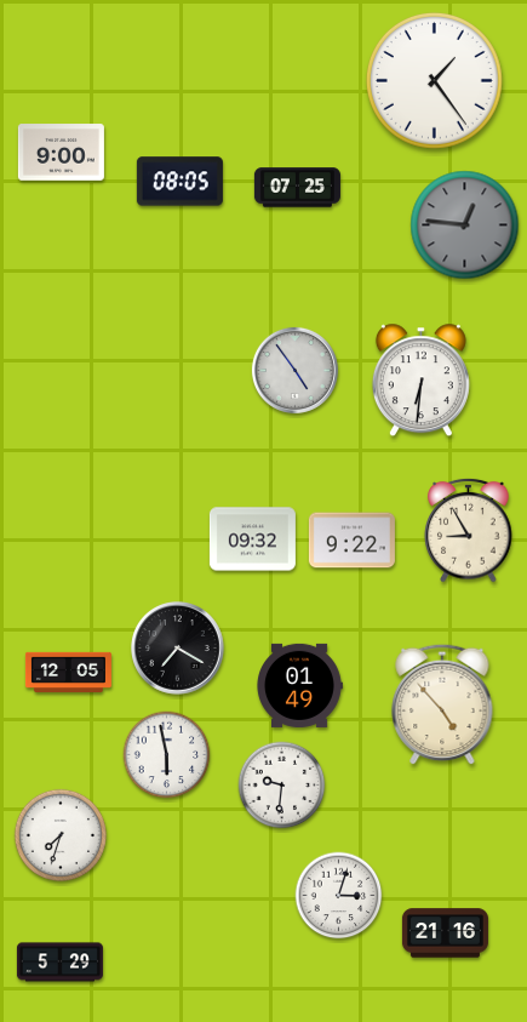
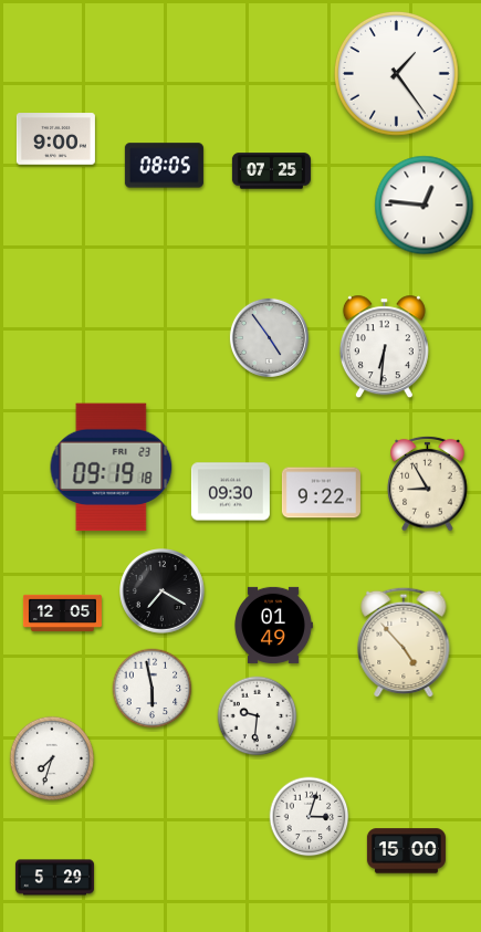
clock at (465, 225) dial: grey -> white
clock at (112, 468): none -> 09:19
clock at (252, 539): 09:32 -> 09:30
clock at (59, 834) position: (59, 834) -> (51, 757)
clock at (445, 933): 21:16 -> 15:00
